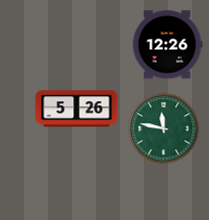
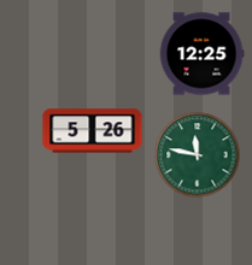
clock at (167, 45): 12:26 -> 12:25
